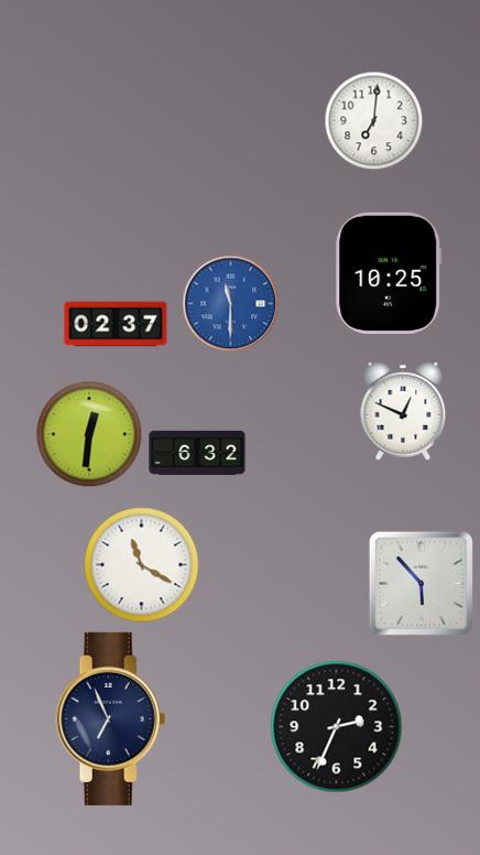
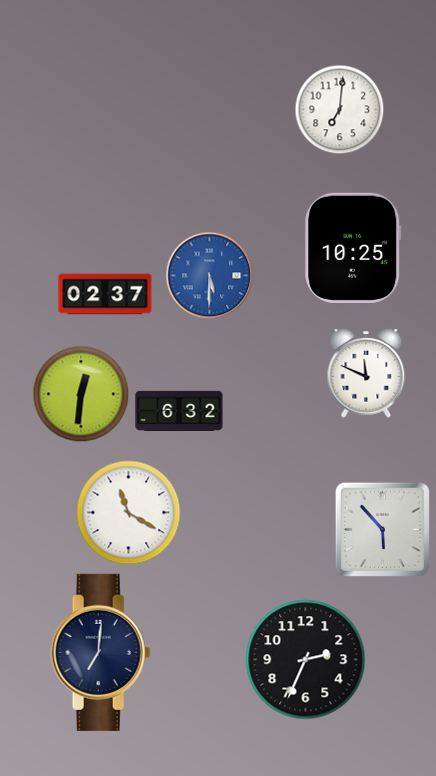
clock at (230, 303): 11:30 -> 5:30
clock at (403, 411): 12:49 -> 11:49
clock at (111, 718): 6:56 -> 7:01
